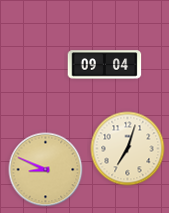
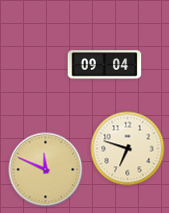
clock at (128, 149): 7:03 -> 6:48
clock at (46, 170): 8:49 -> 11:49
